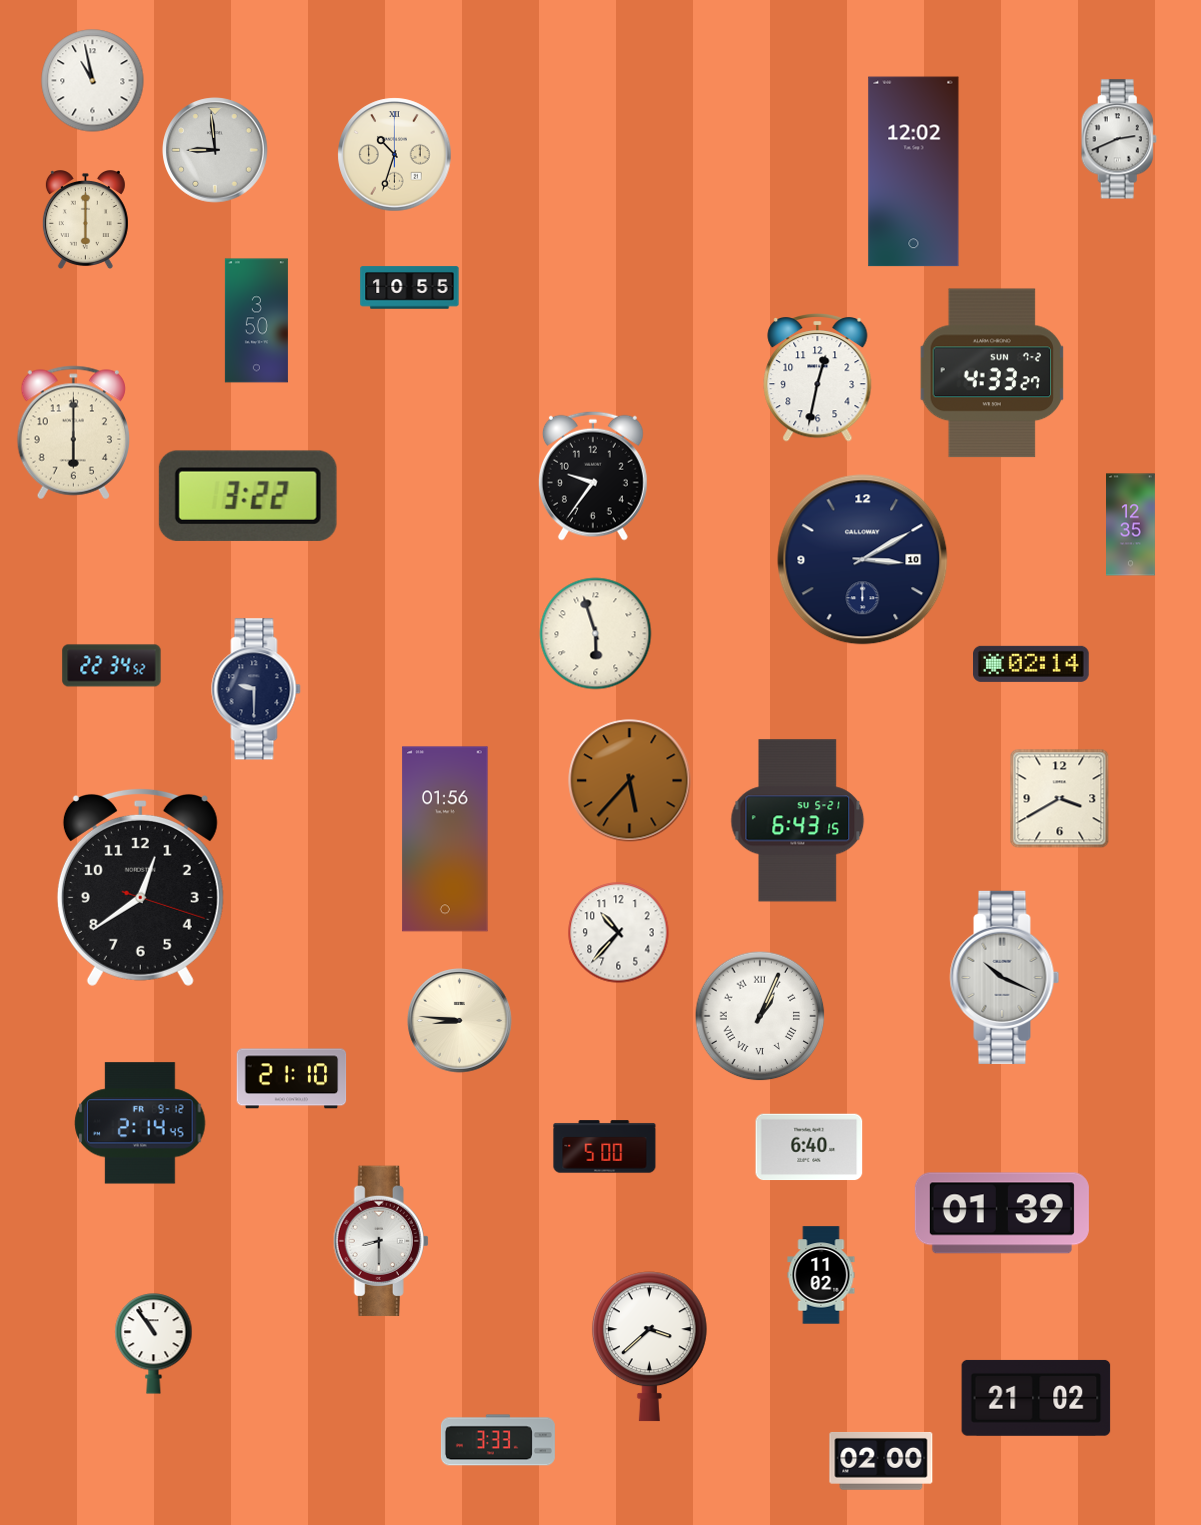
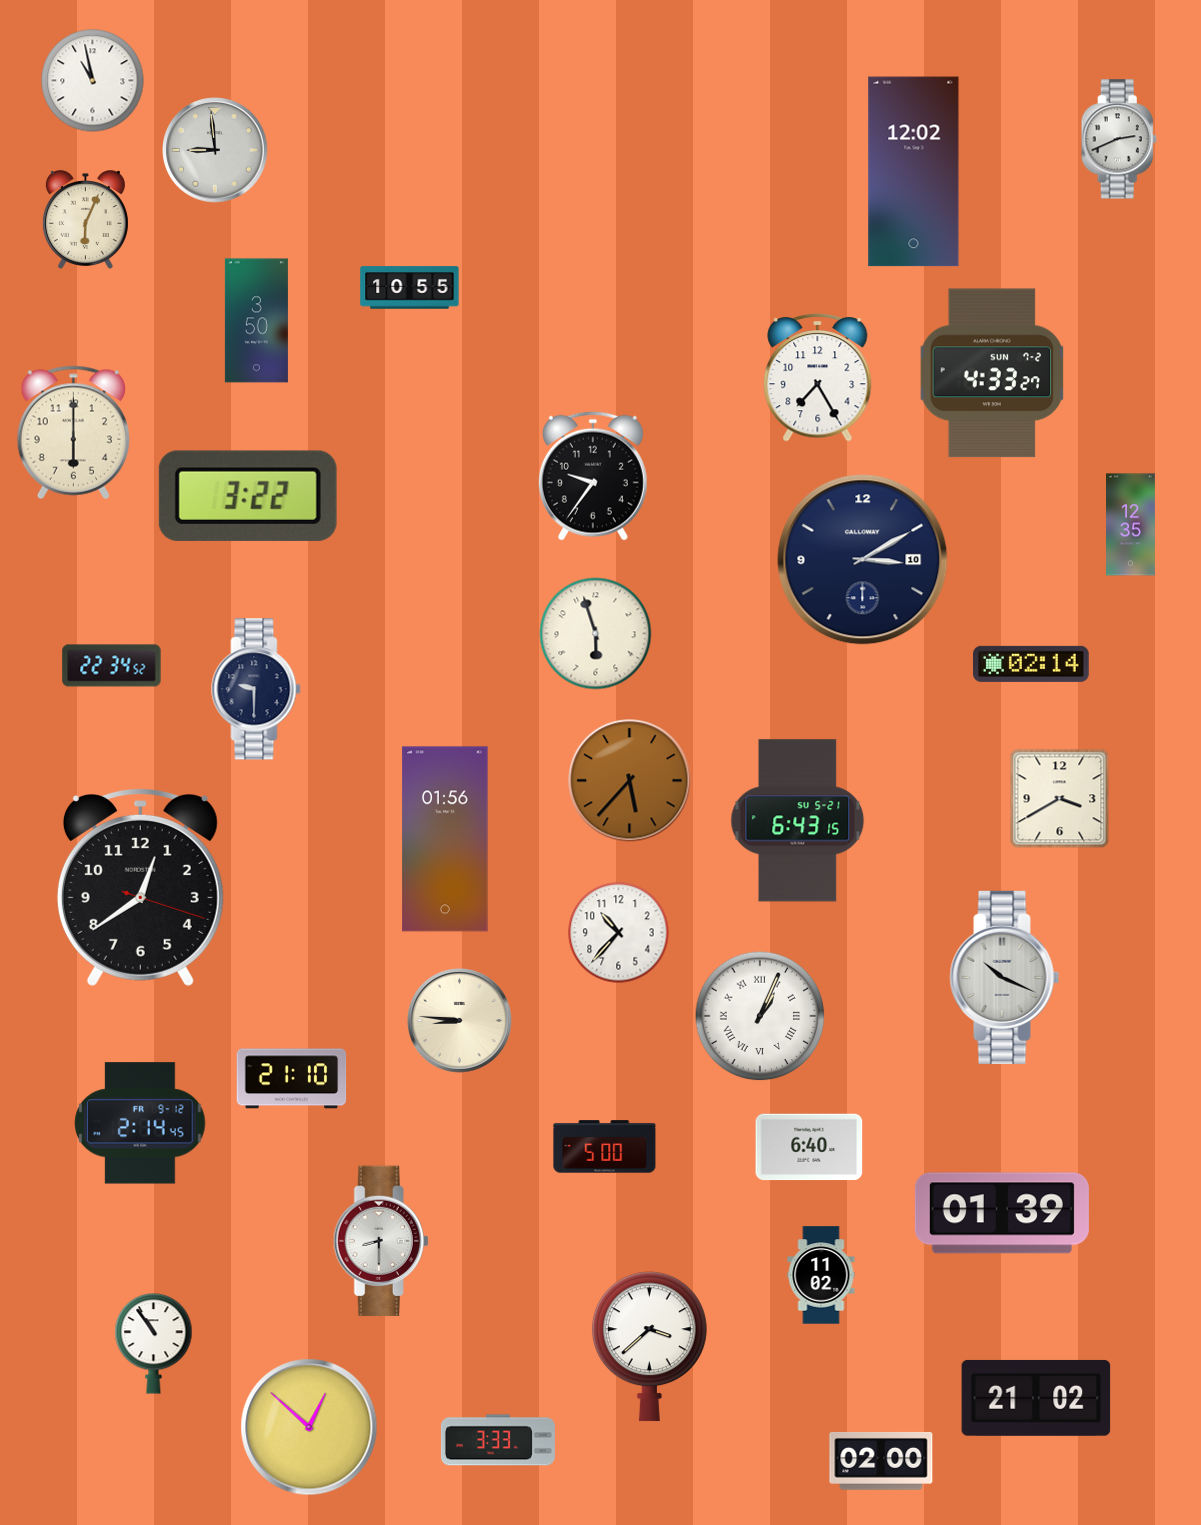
clock at (395, 155): 10:33 -> none
clock at (85, 220): 6:00 -> 6:04
clock at (818, 377): 12:32 -> 7:25
clock at (309, 1427): none -> 12:52
